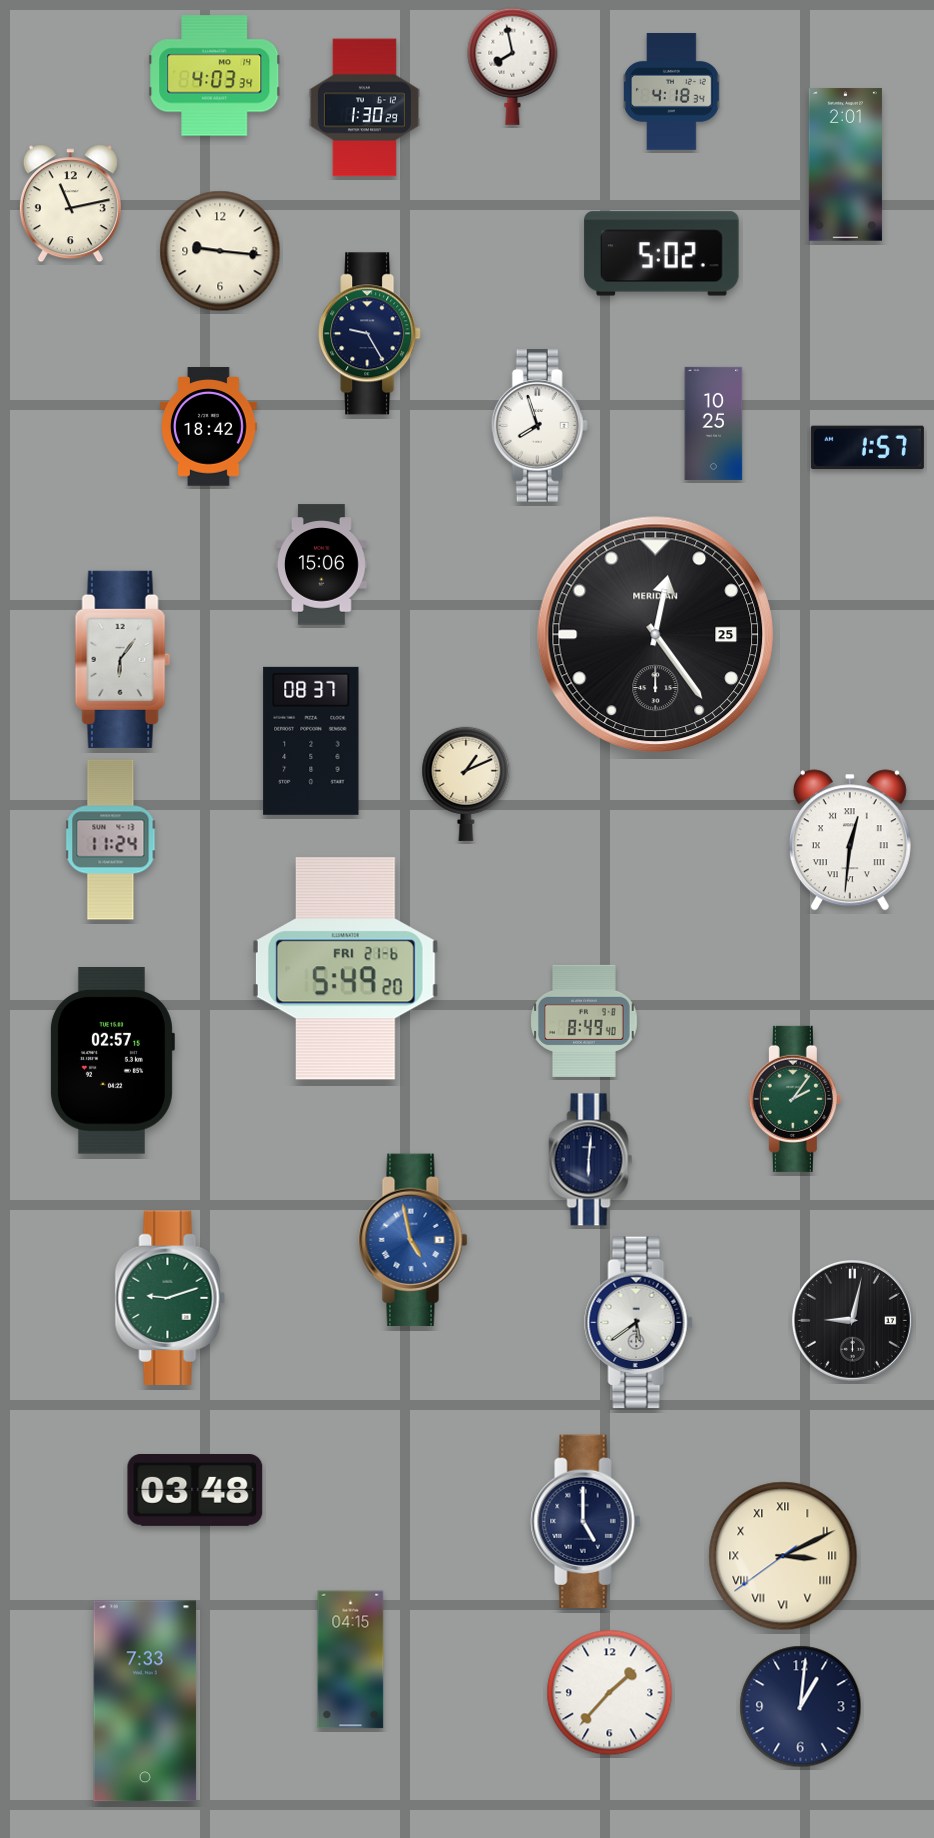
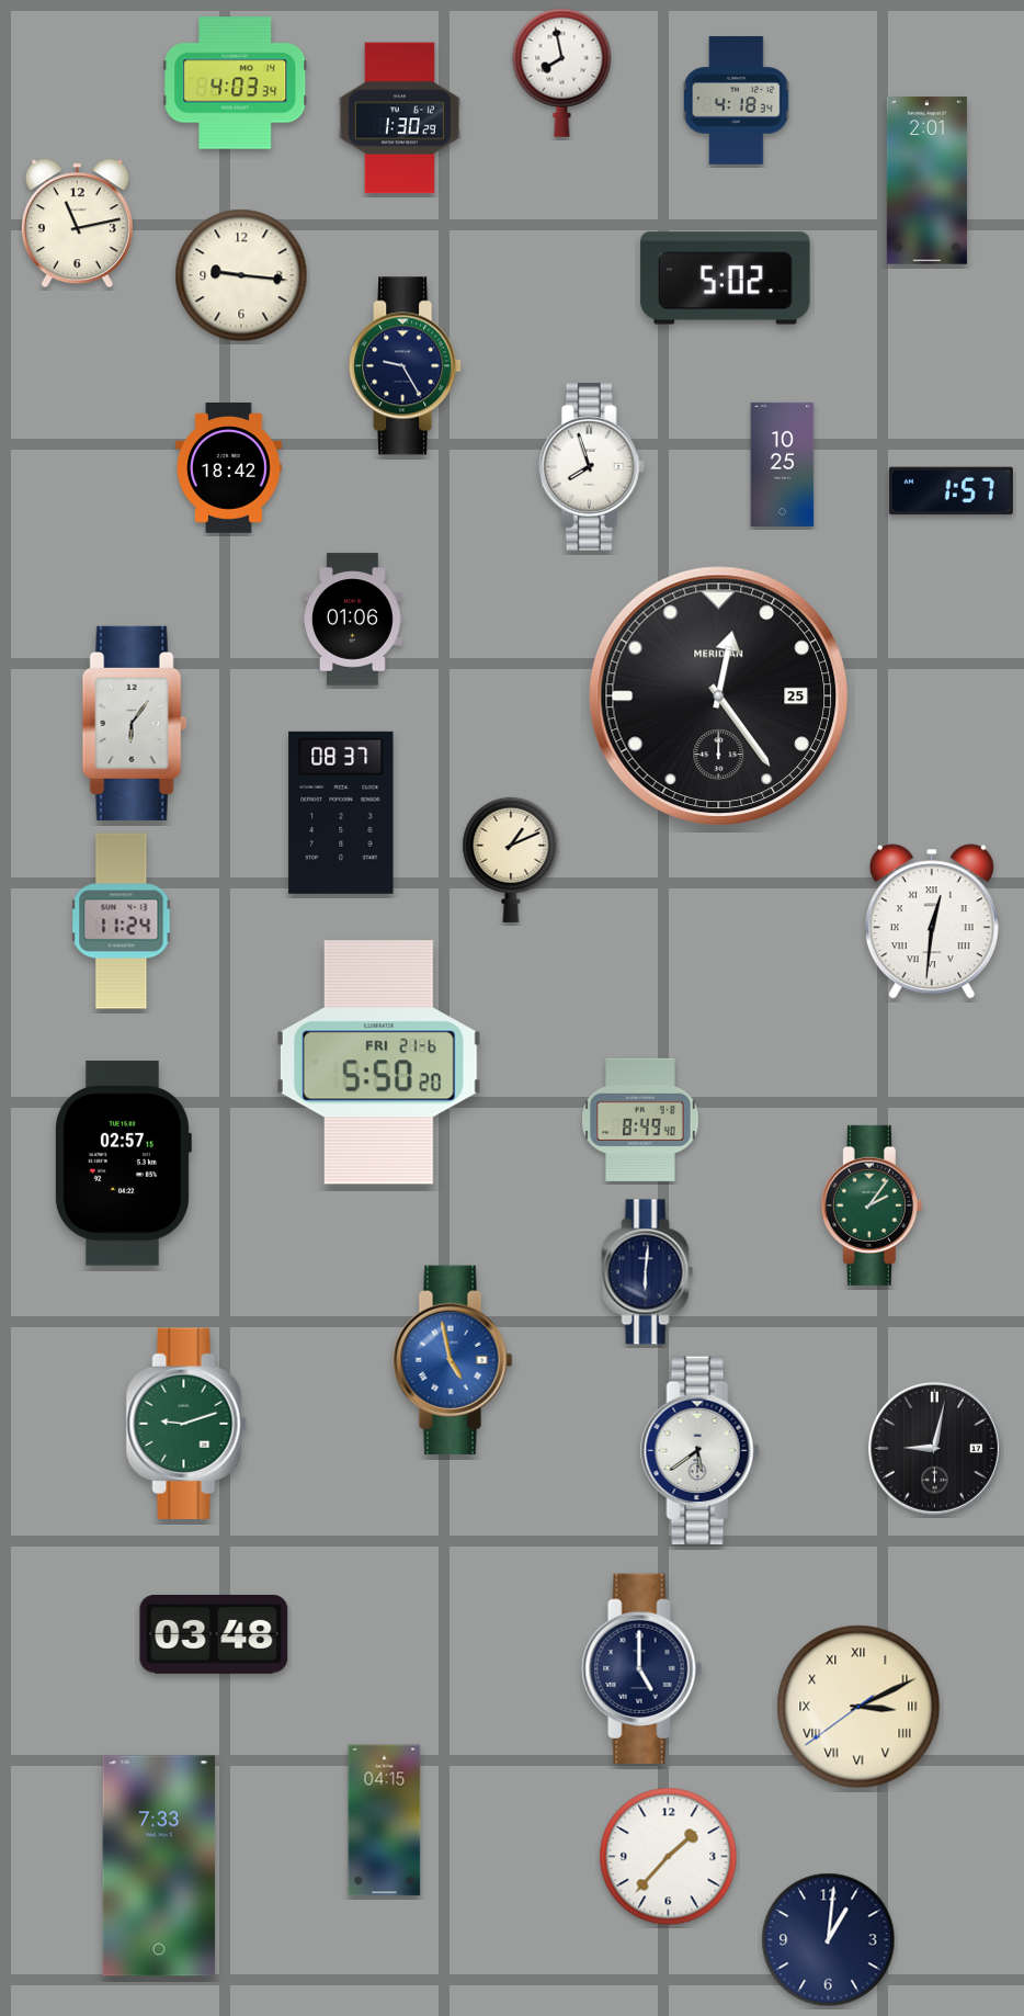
clock at (322, 565): 15:06 -> 01:06
clock at (345, 969): 5:49 -> 5:50
clock at (801, 1707) position: (801, 1707) -> (829, 1940)
